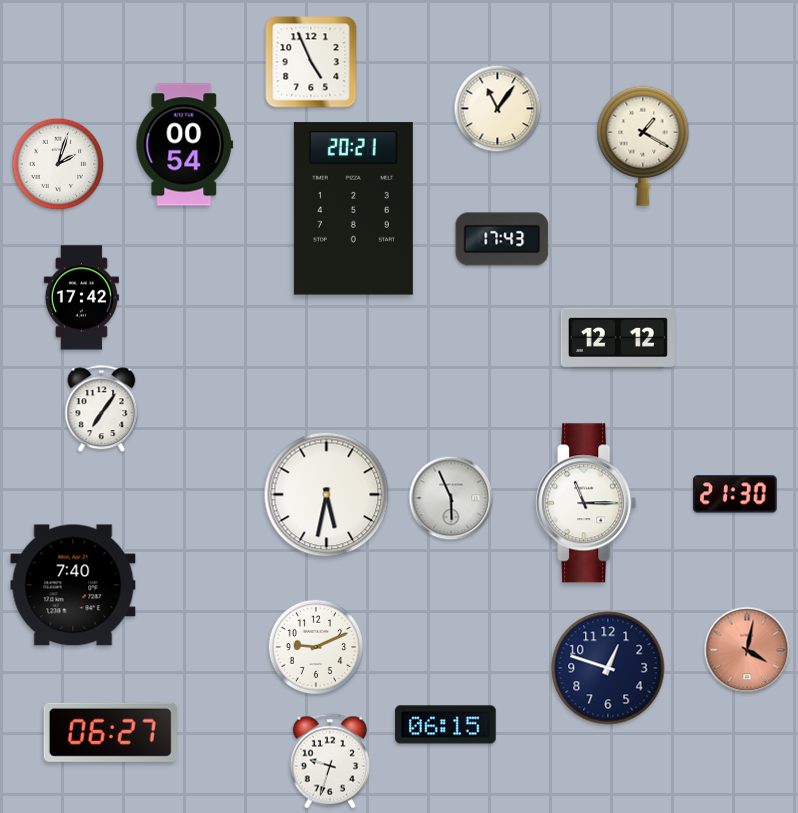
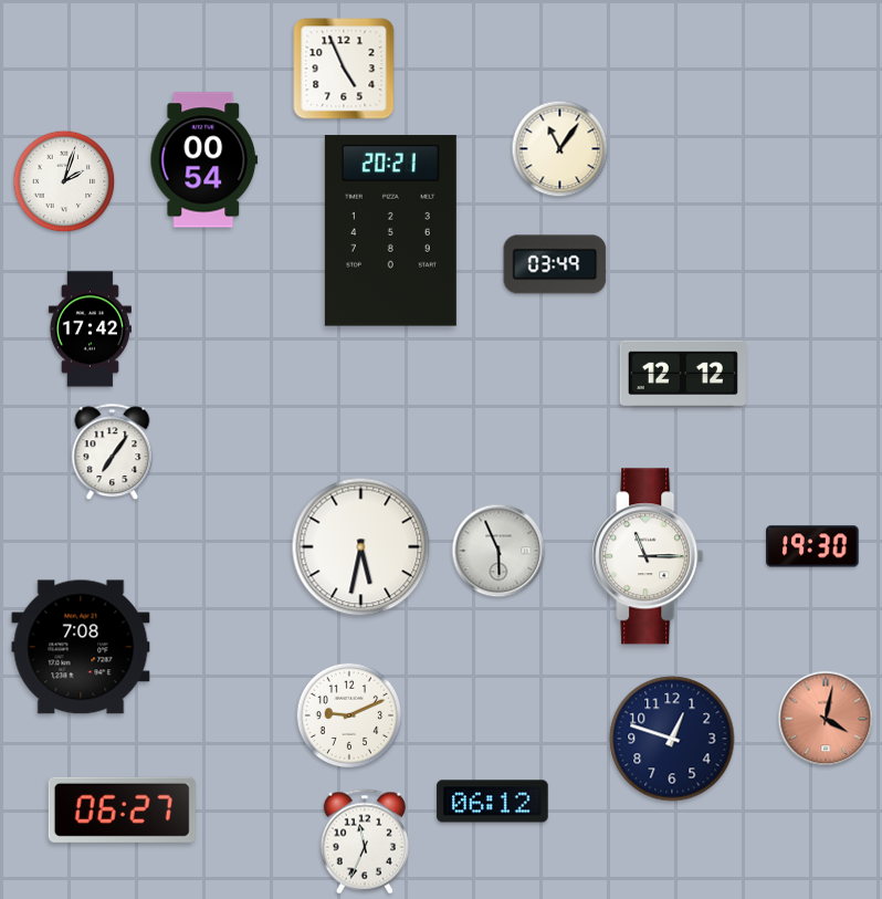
clock at (498, 109) position: (498, 109) -> (560, 149)
clock at (643, 146): 1:20 -> none
clock at (502, 239): 17:43 -> 03:49
clock at (735, 494): 21:30 -> 19:30
clock at (73, 585): 7:40 -> 7:08
clock at (446, 725): 06:15 -> 06:12
clock at (330, 761): 9:33 -> 11:34
